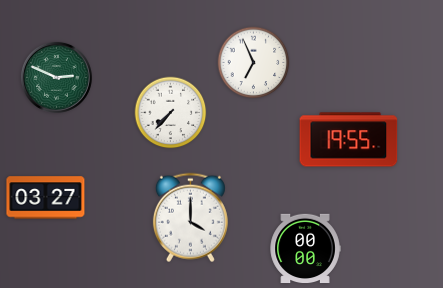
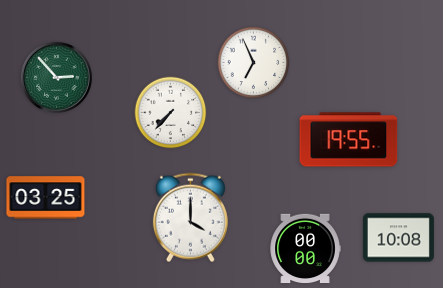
clock at (56, 77): 2:49 -> 2:53
clock at (46, 198): 03:27 -> 03:25
clock at (398, 238): none -> 10:08
